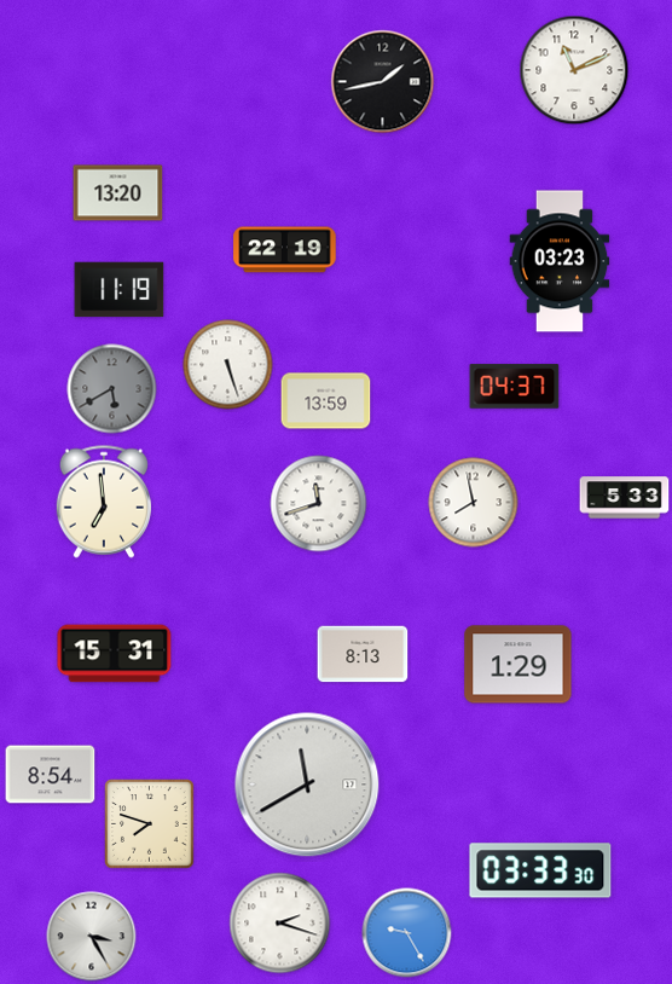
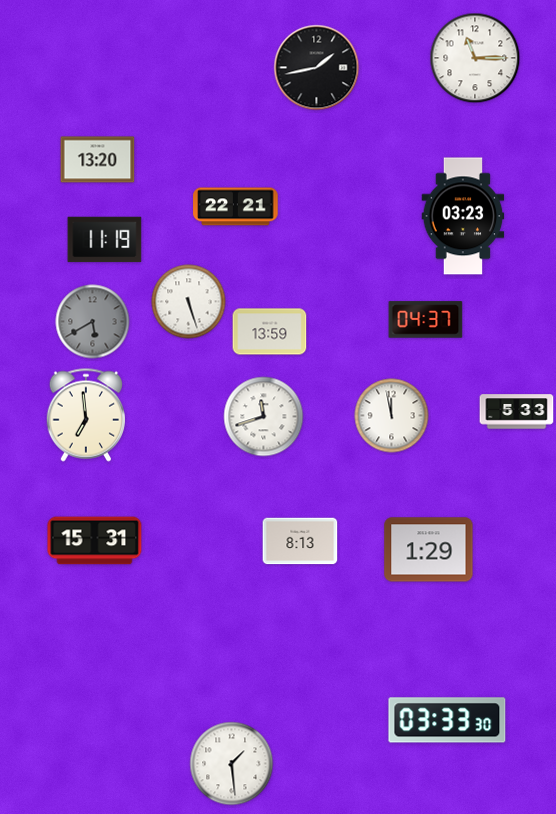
clock at (574, 70): 11:11 -> 11:15
clock at (285, 250): 22:19 -> 22:21
clock at (120, 290) position: (120, 290) -> (105, 240)
clock at (474, 503): 7:58 -> 11:58
clock at (51, 775): 8:54 -> none
clock at (307, 785): 11:40 -> none
clock at (150, 824): 7:48 -> none
clock at (280, 924): 2:18 -> 1:29
clock at (407, 933): 9:25 -> none
clock at (92, 937): 3:25 -> none
